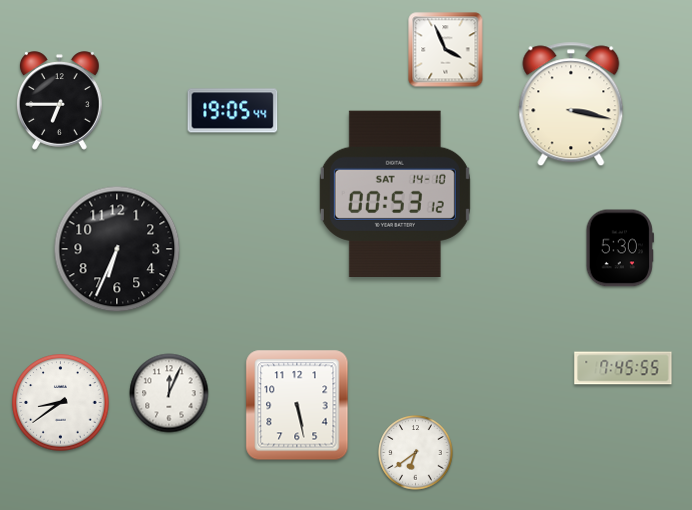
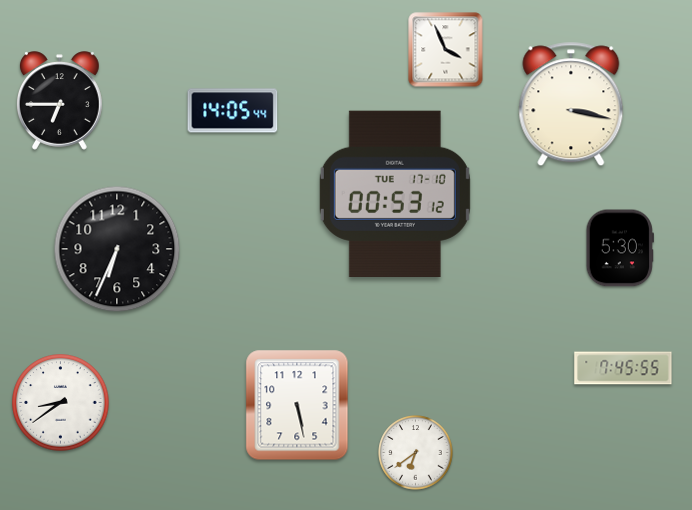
clock at (233, 111): 19:05 -> 14:05
clock at (395, 193) date: SAT 14-10 -> TUE 17-10
clock at (169, 393): 12:04 -> none
